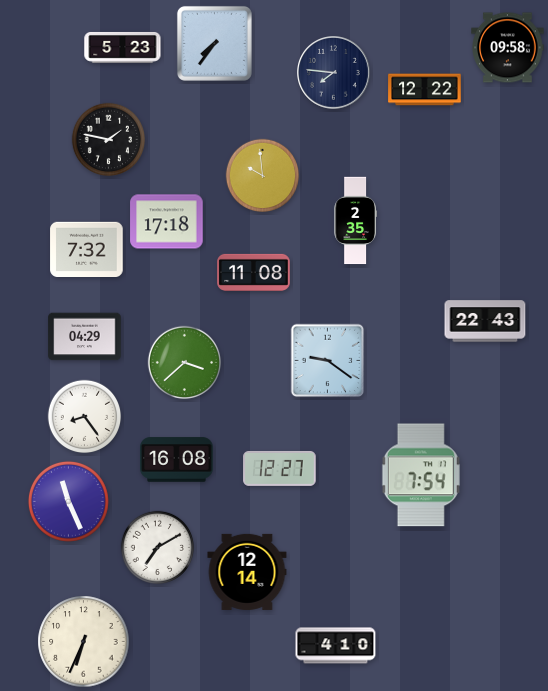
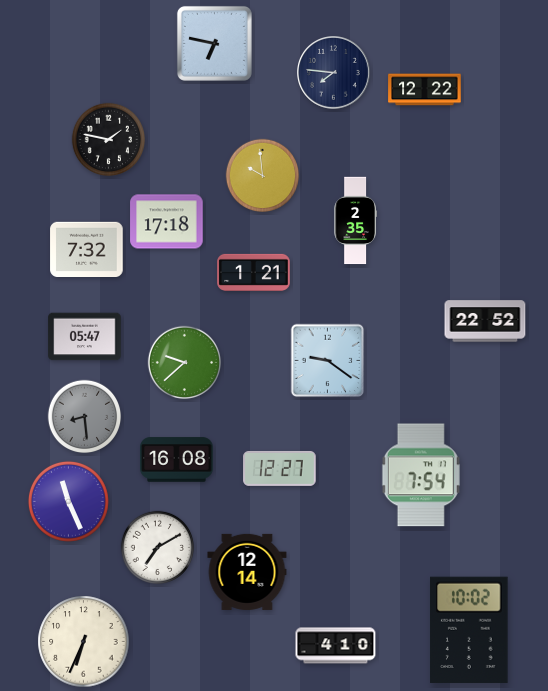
clock at (214, 43): 7:36 -> 6:47
clock at (123, 47): 5:23 -> none
clock at (508, 48): 09:58 -> none
clock at (254, 272): 11:08 -> 1:21
clock at (485, 321): 22:43 -> 22:52
clock at (85, 337): 04:29 -> 05:47
clock at (185, 363): 3:38 -> 9:38
clock at (85, 417): 8:24 -> 8:29
clock at (85, 417) dial: white -> grey
clock at (469, 629): none -> 10:02
